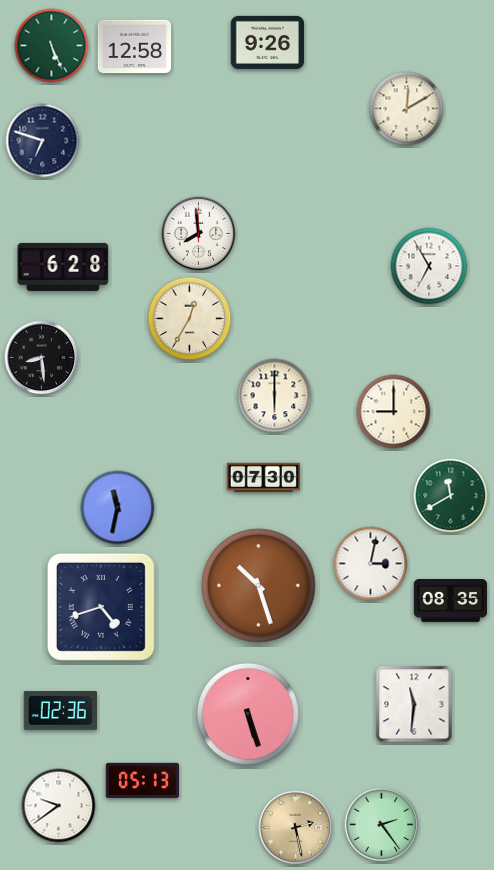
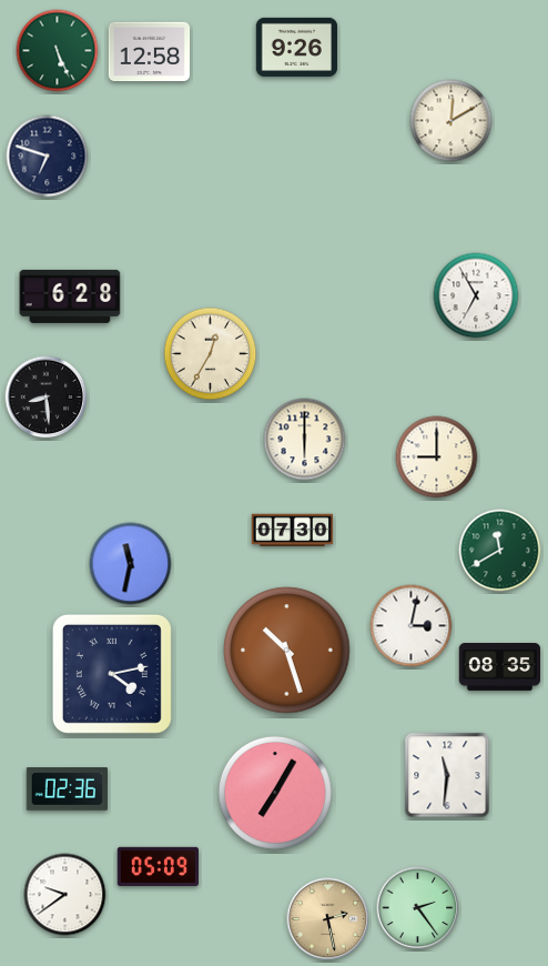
clock at (199, 234): 7:59 -> none
clock at (101, 607): 4:42 -> 4:13
clock at (414, 704) position: (414, 704) -> (447, 775)
clock at (248, 714): 5:27 -> 7:05
clock at (143, 780): 05:13 -> 05:09
clock at (382, 825) position: (382, 825) -> (418, 908)
